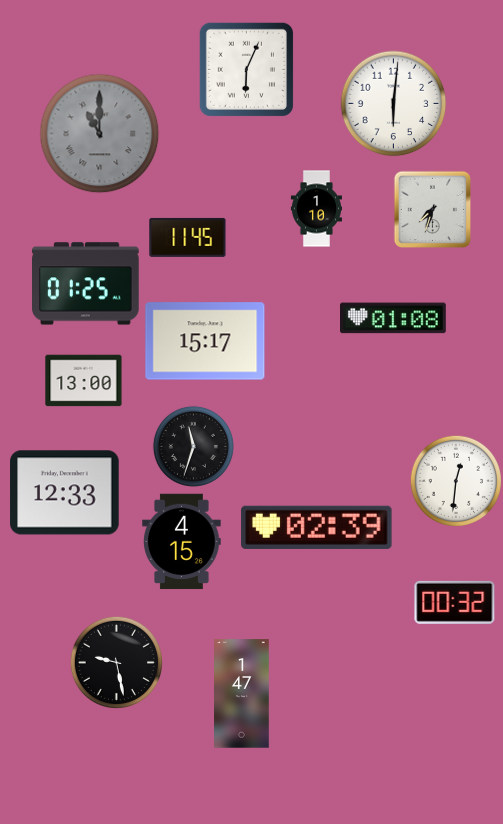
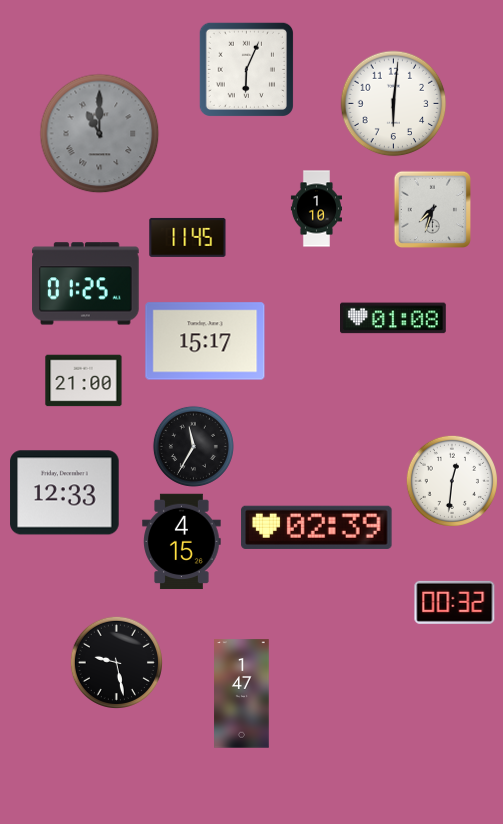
clock at (84, 381): 13:00 -> 21:00
clock at (193, 446): 11:33 -> 11:35
clock at (455, 480) position: (455, 480) -> (451, 480)
